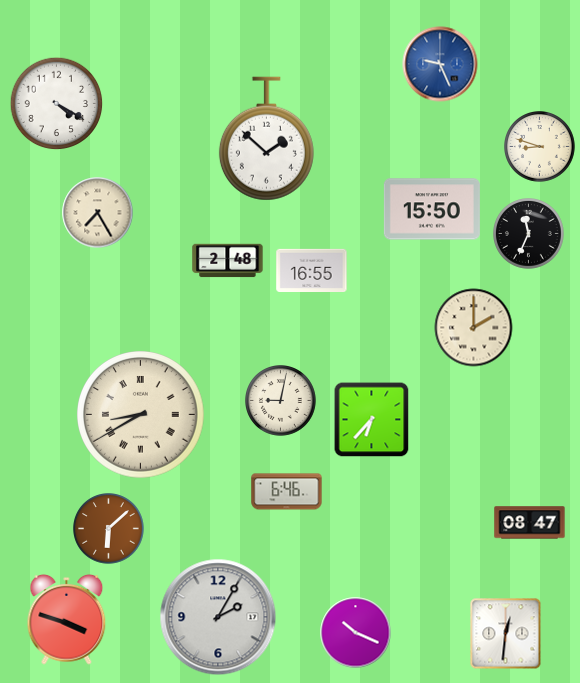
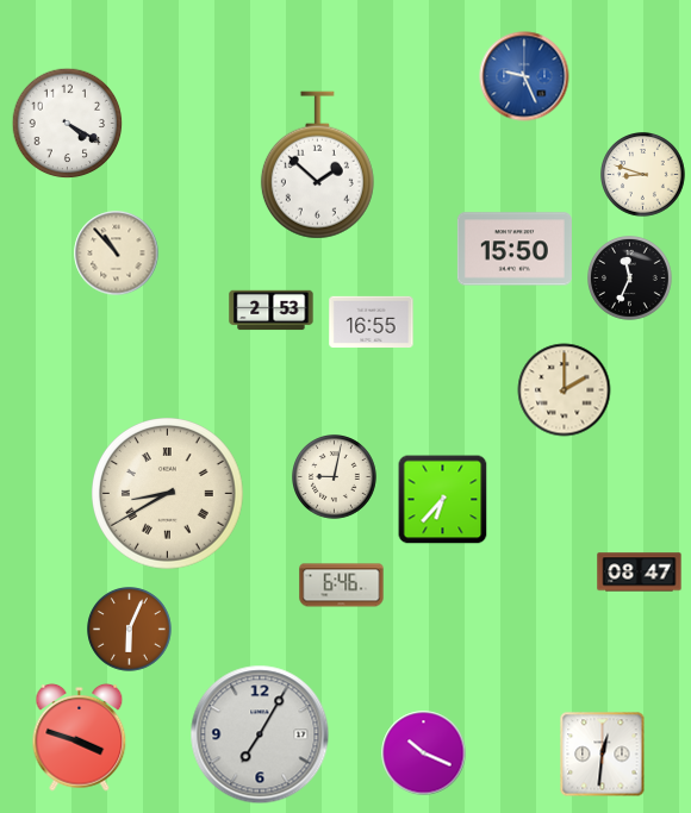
clock at (98, 213): 7:25 -> 10:53
clock at (228, 261): 2:48 -> 2:53
clock at (530, 523) position: (530, 523) -> (640, 573)
clock at (109, 529): 6:08 -> 6:04
clock at (218, 617): 2:05 -> 7:05
